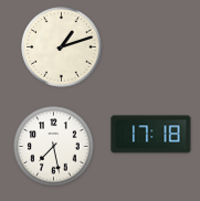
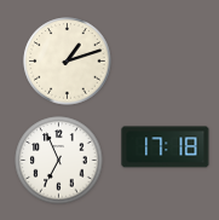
clock at (62, 47) position: (62, 47) -> (68, 62)
clock at (54, 147): 7:28 -> 6:56
